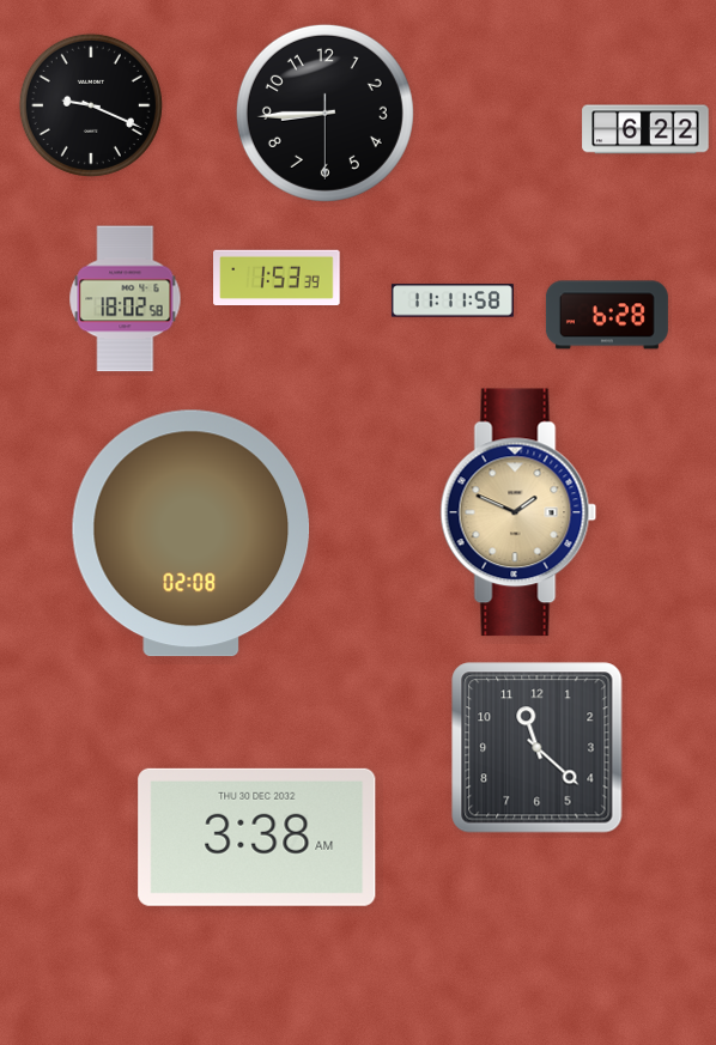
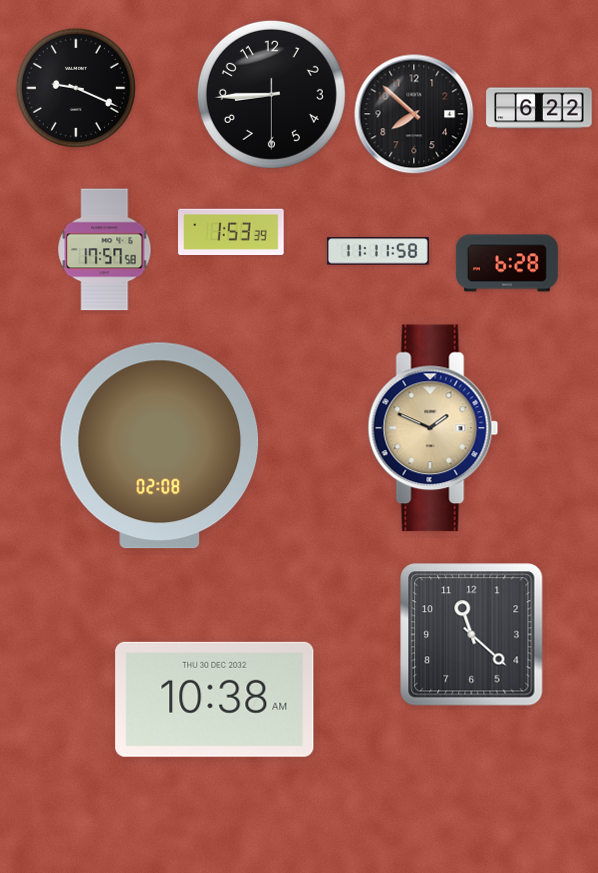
clock at (414, 114): none -> 7:52
clock at (126, 299): 18:02 -> 17:57
clock at (538, 748) position: (538, 748) -> (472, 635)
clock at (257, 837): 3:38 -> 10:38
